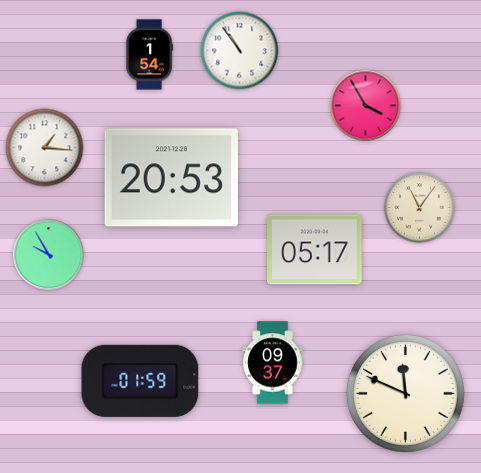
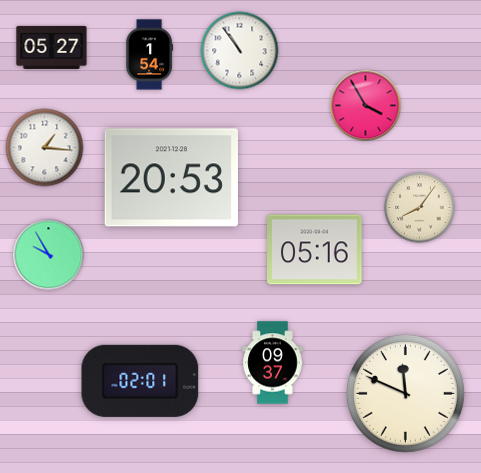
clock at (52, 47): none -> 05:27
clock at (420, 208): 11:06 -> 8:06
clock at (315, 250): 05:17 -> 05:16
clock at (140, 381): 01:59 -> 02:01
